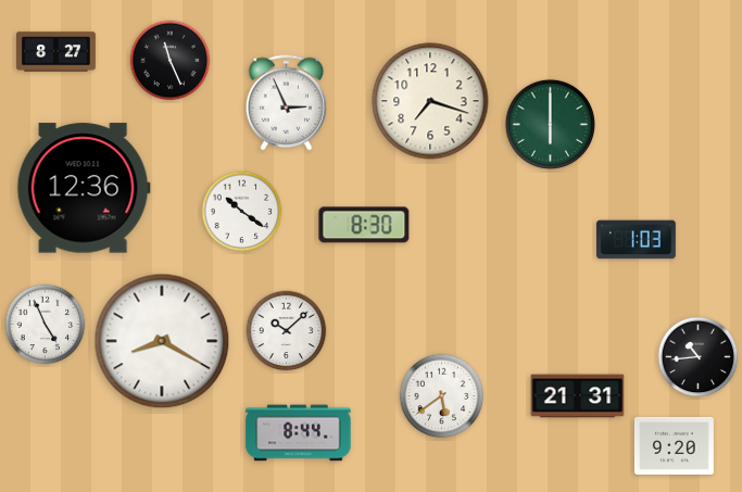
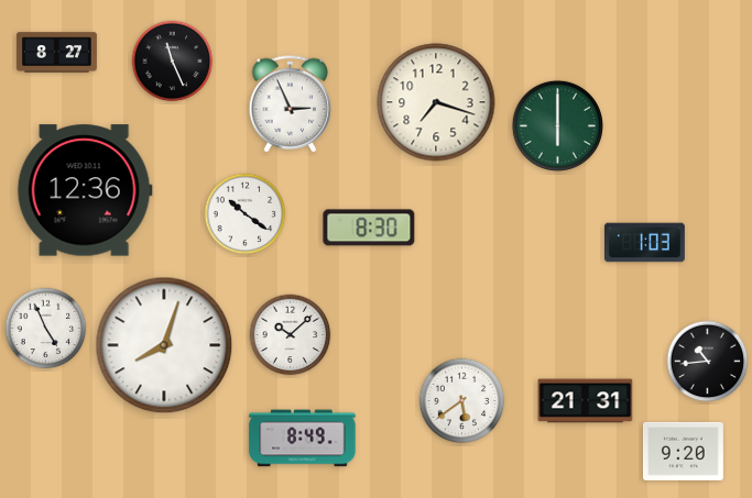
clock at (162, 341): 8:20 -> 8:03
clock at (442, 396) position: (442, 396) -> (462, 401)
clock at (299, 433): 8:44 -> 8:49
